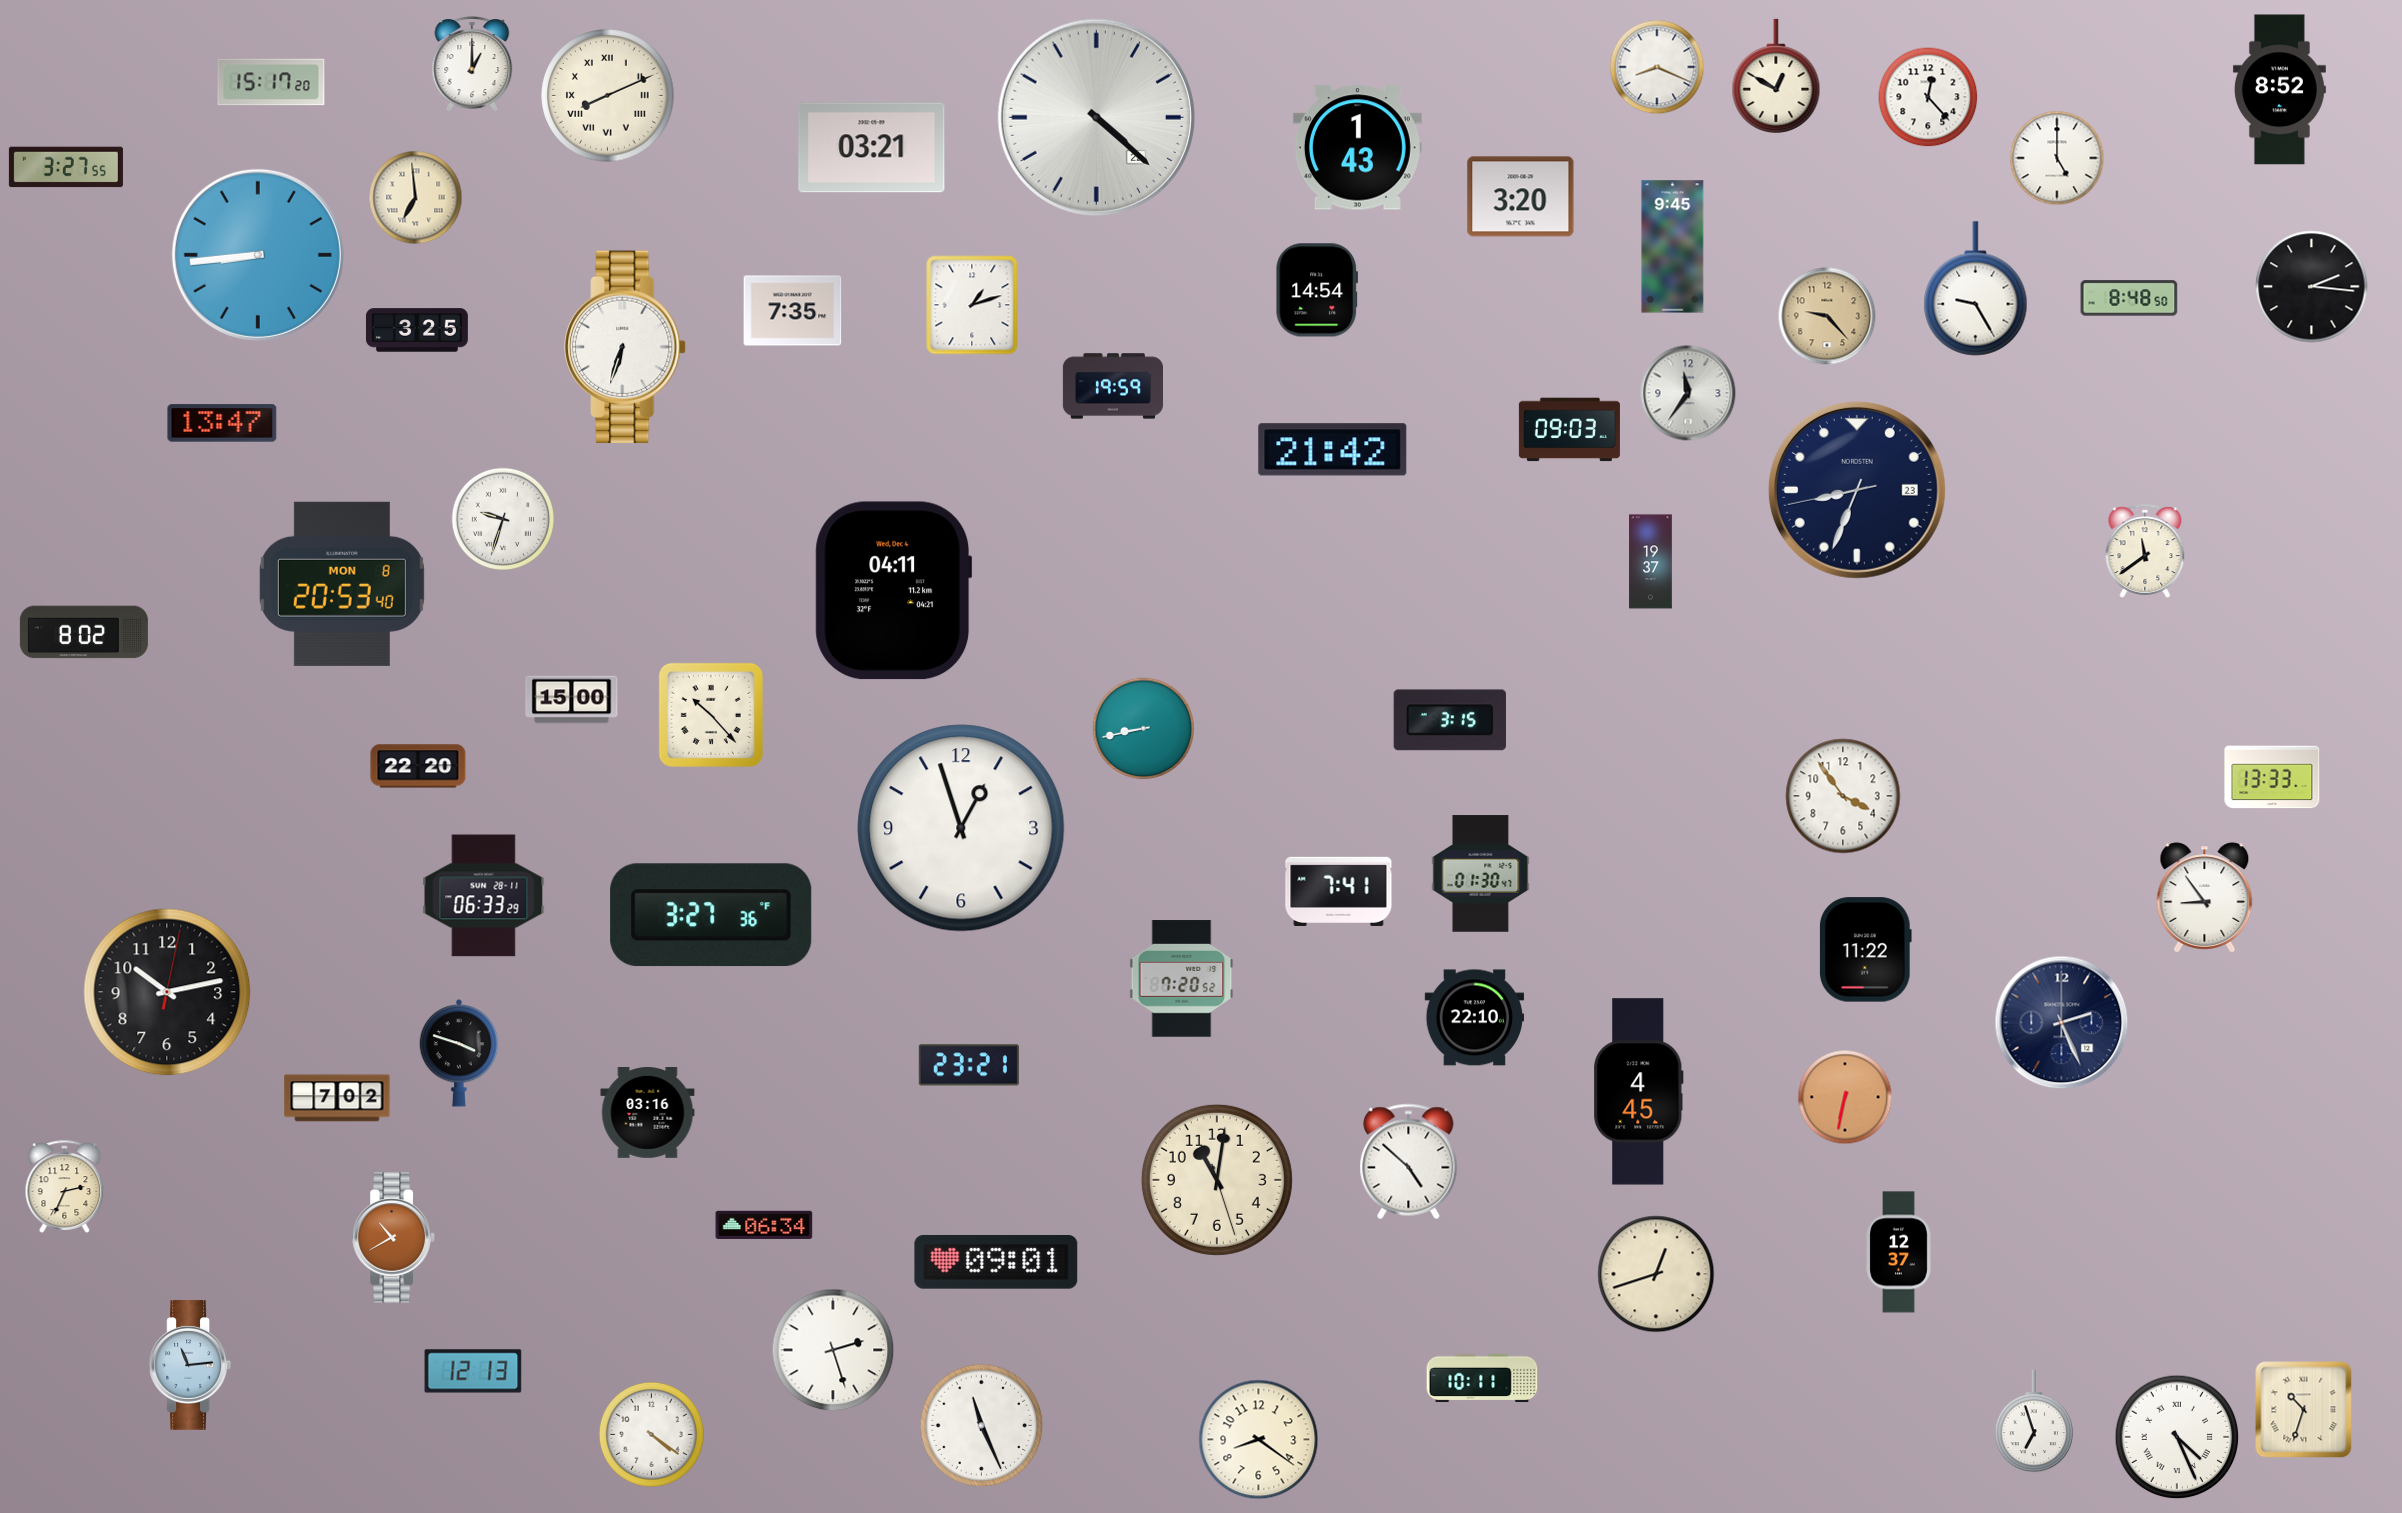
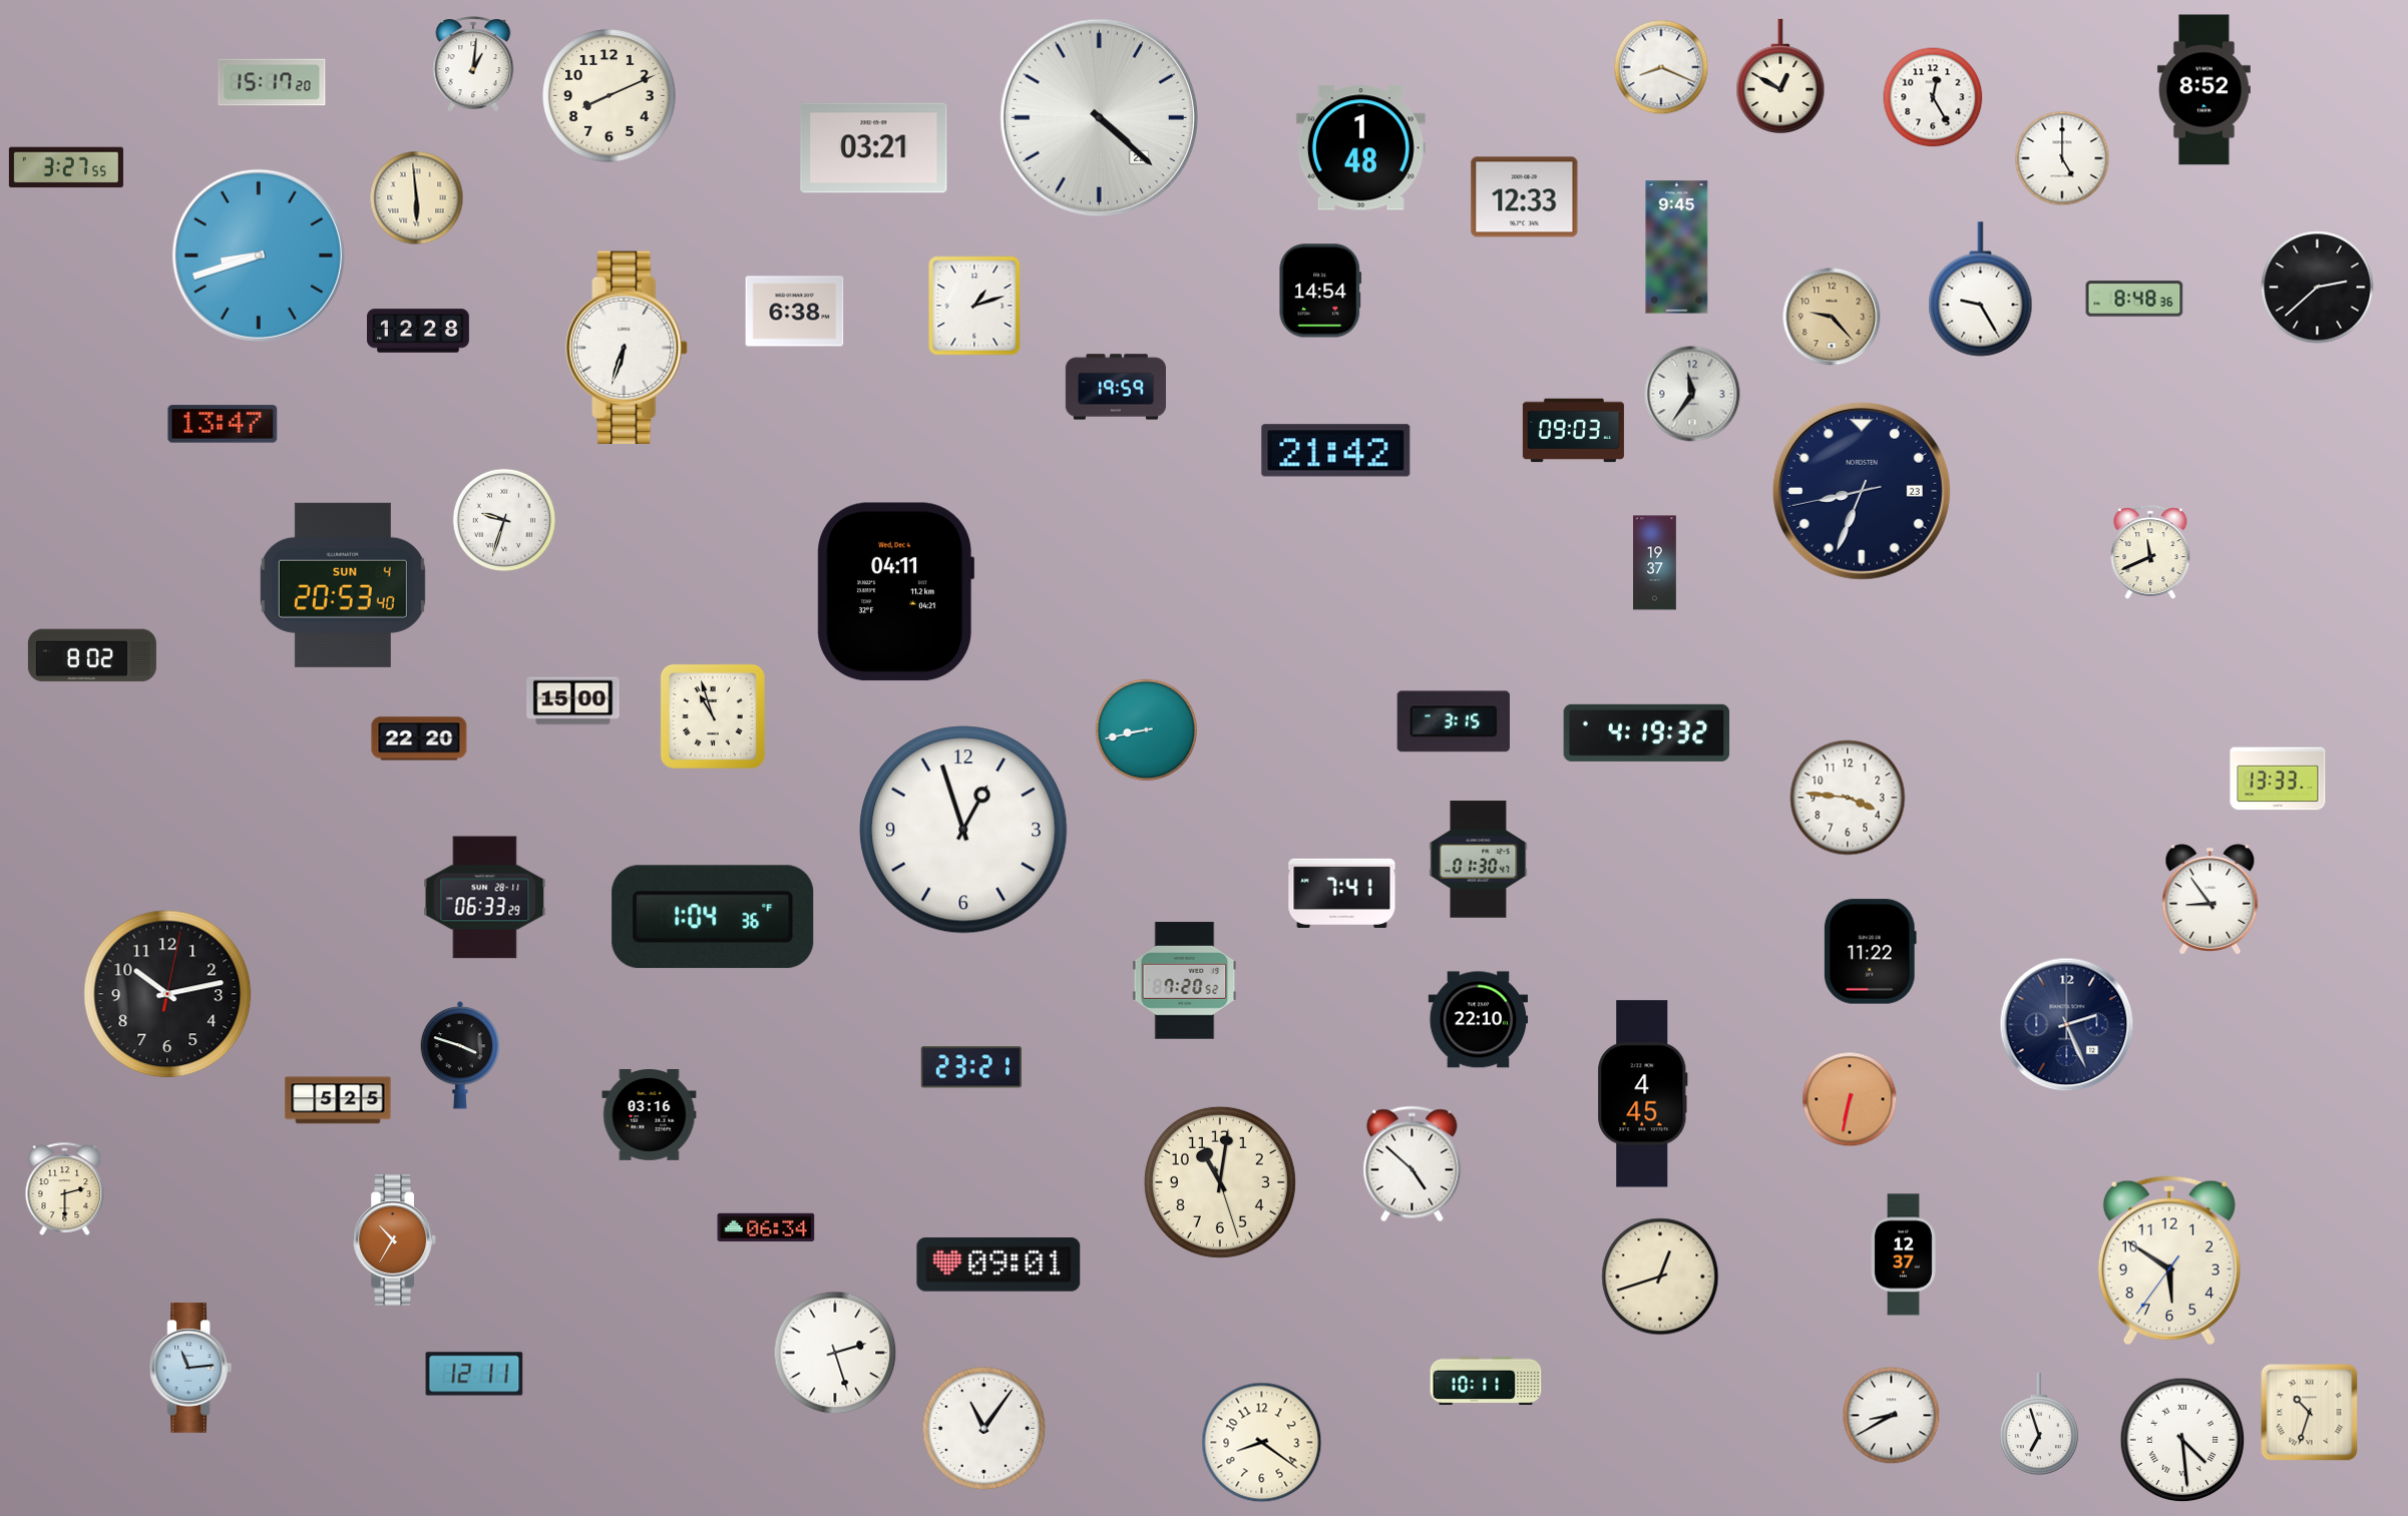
clock at (472, 64): 1:00 -> 1:01
clock at (2279, 90) position: (2279, 90) -> (2203, 90)
clock at (608, 96) numerals: Roman -> Arabic
clock at (1928, 97): 12:23 -> 12:25
clock at (1357, 148): 1:43 -> 1:48
clock at (1521, 197): 3:20 -> 12:33
clock at (416, 198): 6:59 -> 5:59
clock at (258, 255): 8:44 -> 8:42
clock at (2312, 287): 2:16 -> 2:38
clock at (2129, 298): 8:48:50 -> 8:48:36
clock at (793, 311): 7:35 -> 6:38
clock at (417, 330): 3:25 -> 12:28
clock at (2145, 551): 11:39 -> 11:41
clock at (342, 584) date: MON 8 -> SUN 4
clock at (84, 632) position: (84, 632) -> (92, 655)
clock at (711, 715): 10:23 -> 10:57
clock at (1647, 732): none -> 4:19
clock at (418, 766) position: (418, 766) -> (419, 738)
clock at (1843, 796): 3:54 -> 3:46
clock at (1481, 874) position: (1481, 874) -> (1479, 860)
clock at (711, 915): 3:27 -> 1:04
clock at (337, 1098): 7:02 -> 5:25
clock at (65, 1186): 2:34 -> 2:30
clock at (394, 1238): 10:40 -> 10:35
clock at (2169, 1260): none -> 5:50
clock at (473, 1371): 12:13 -> 12:11
clock at (1892, 1416): none -> 8:40
clock at (982, 1426): 11:26 -> 11:06
clock at (651, 1434): 4:21 -> none
clock at (2177, 1437): 4:26 -> 4:29
